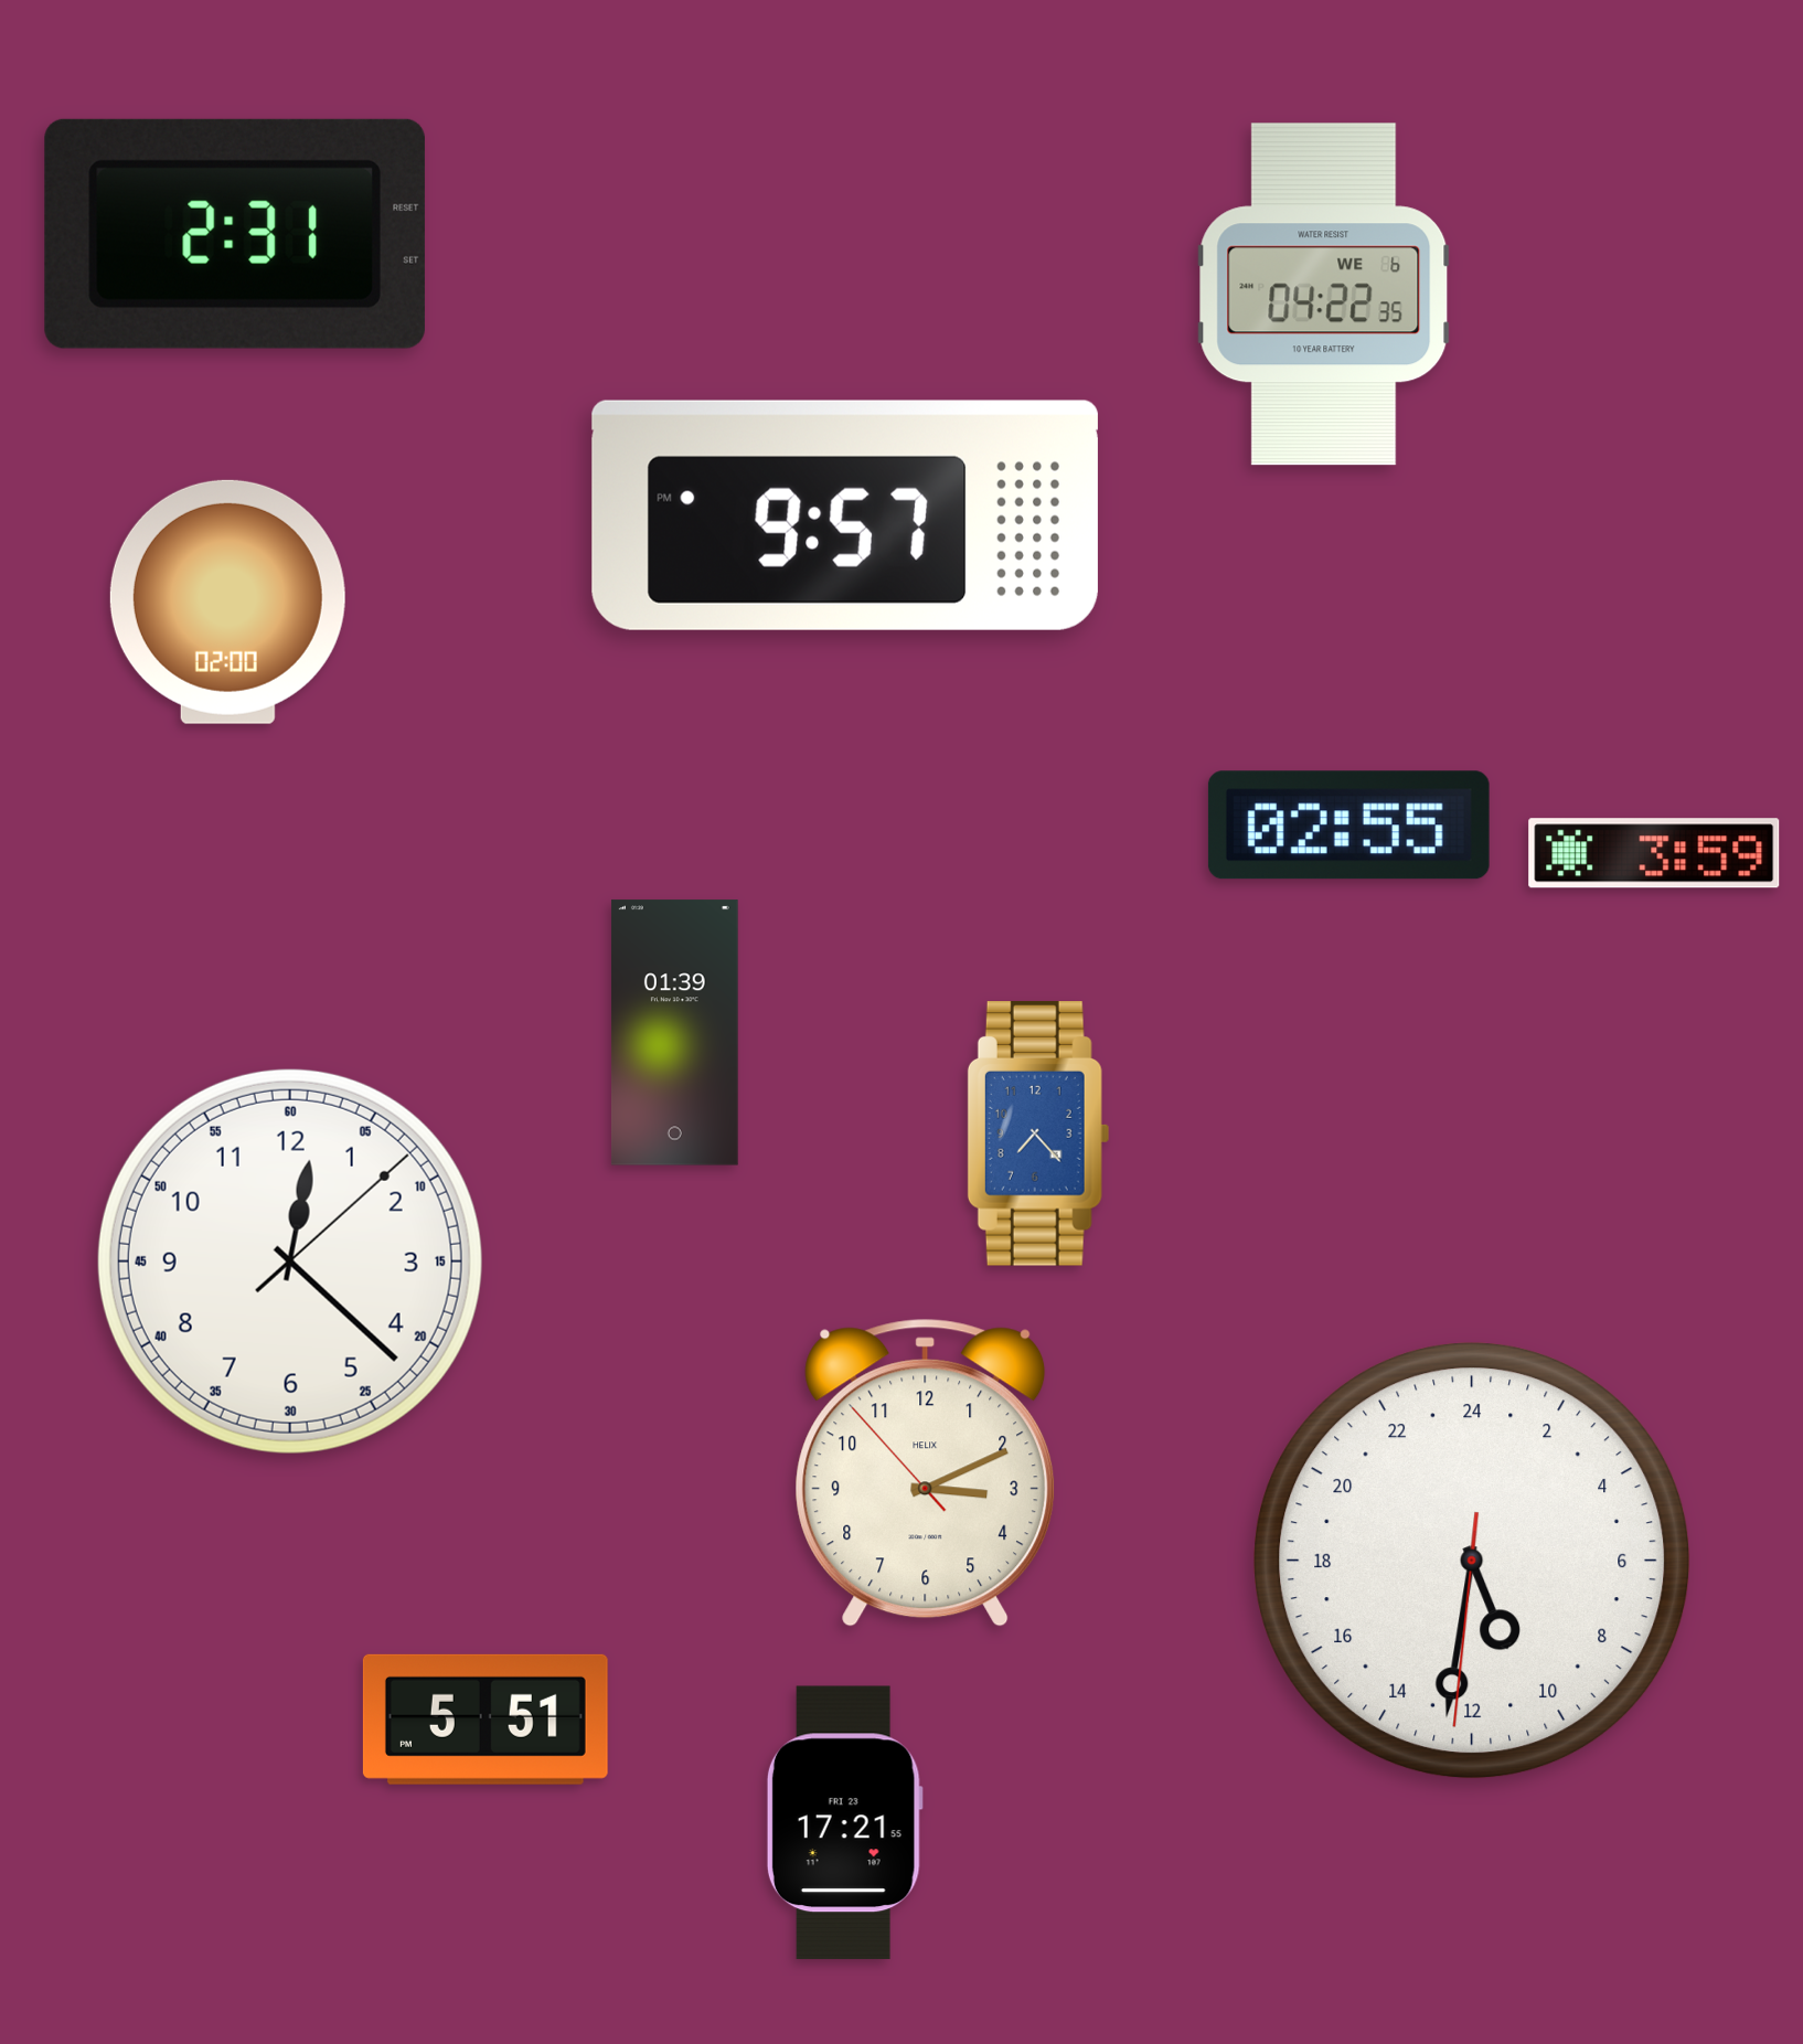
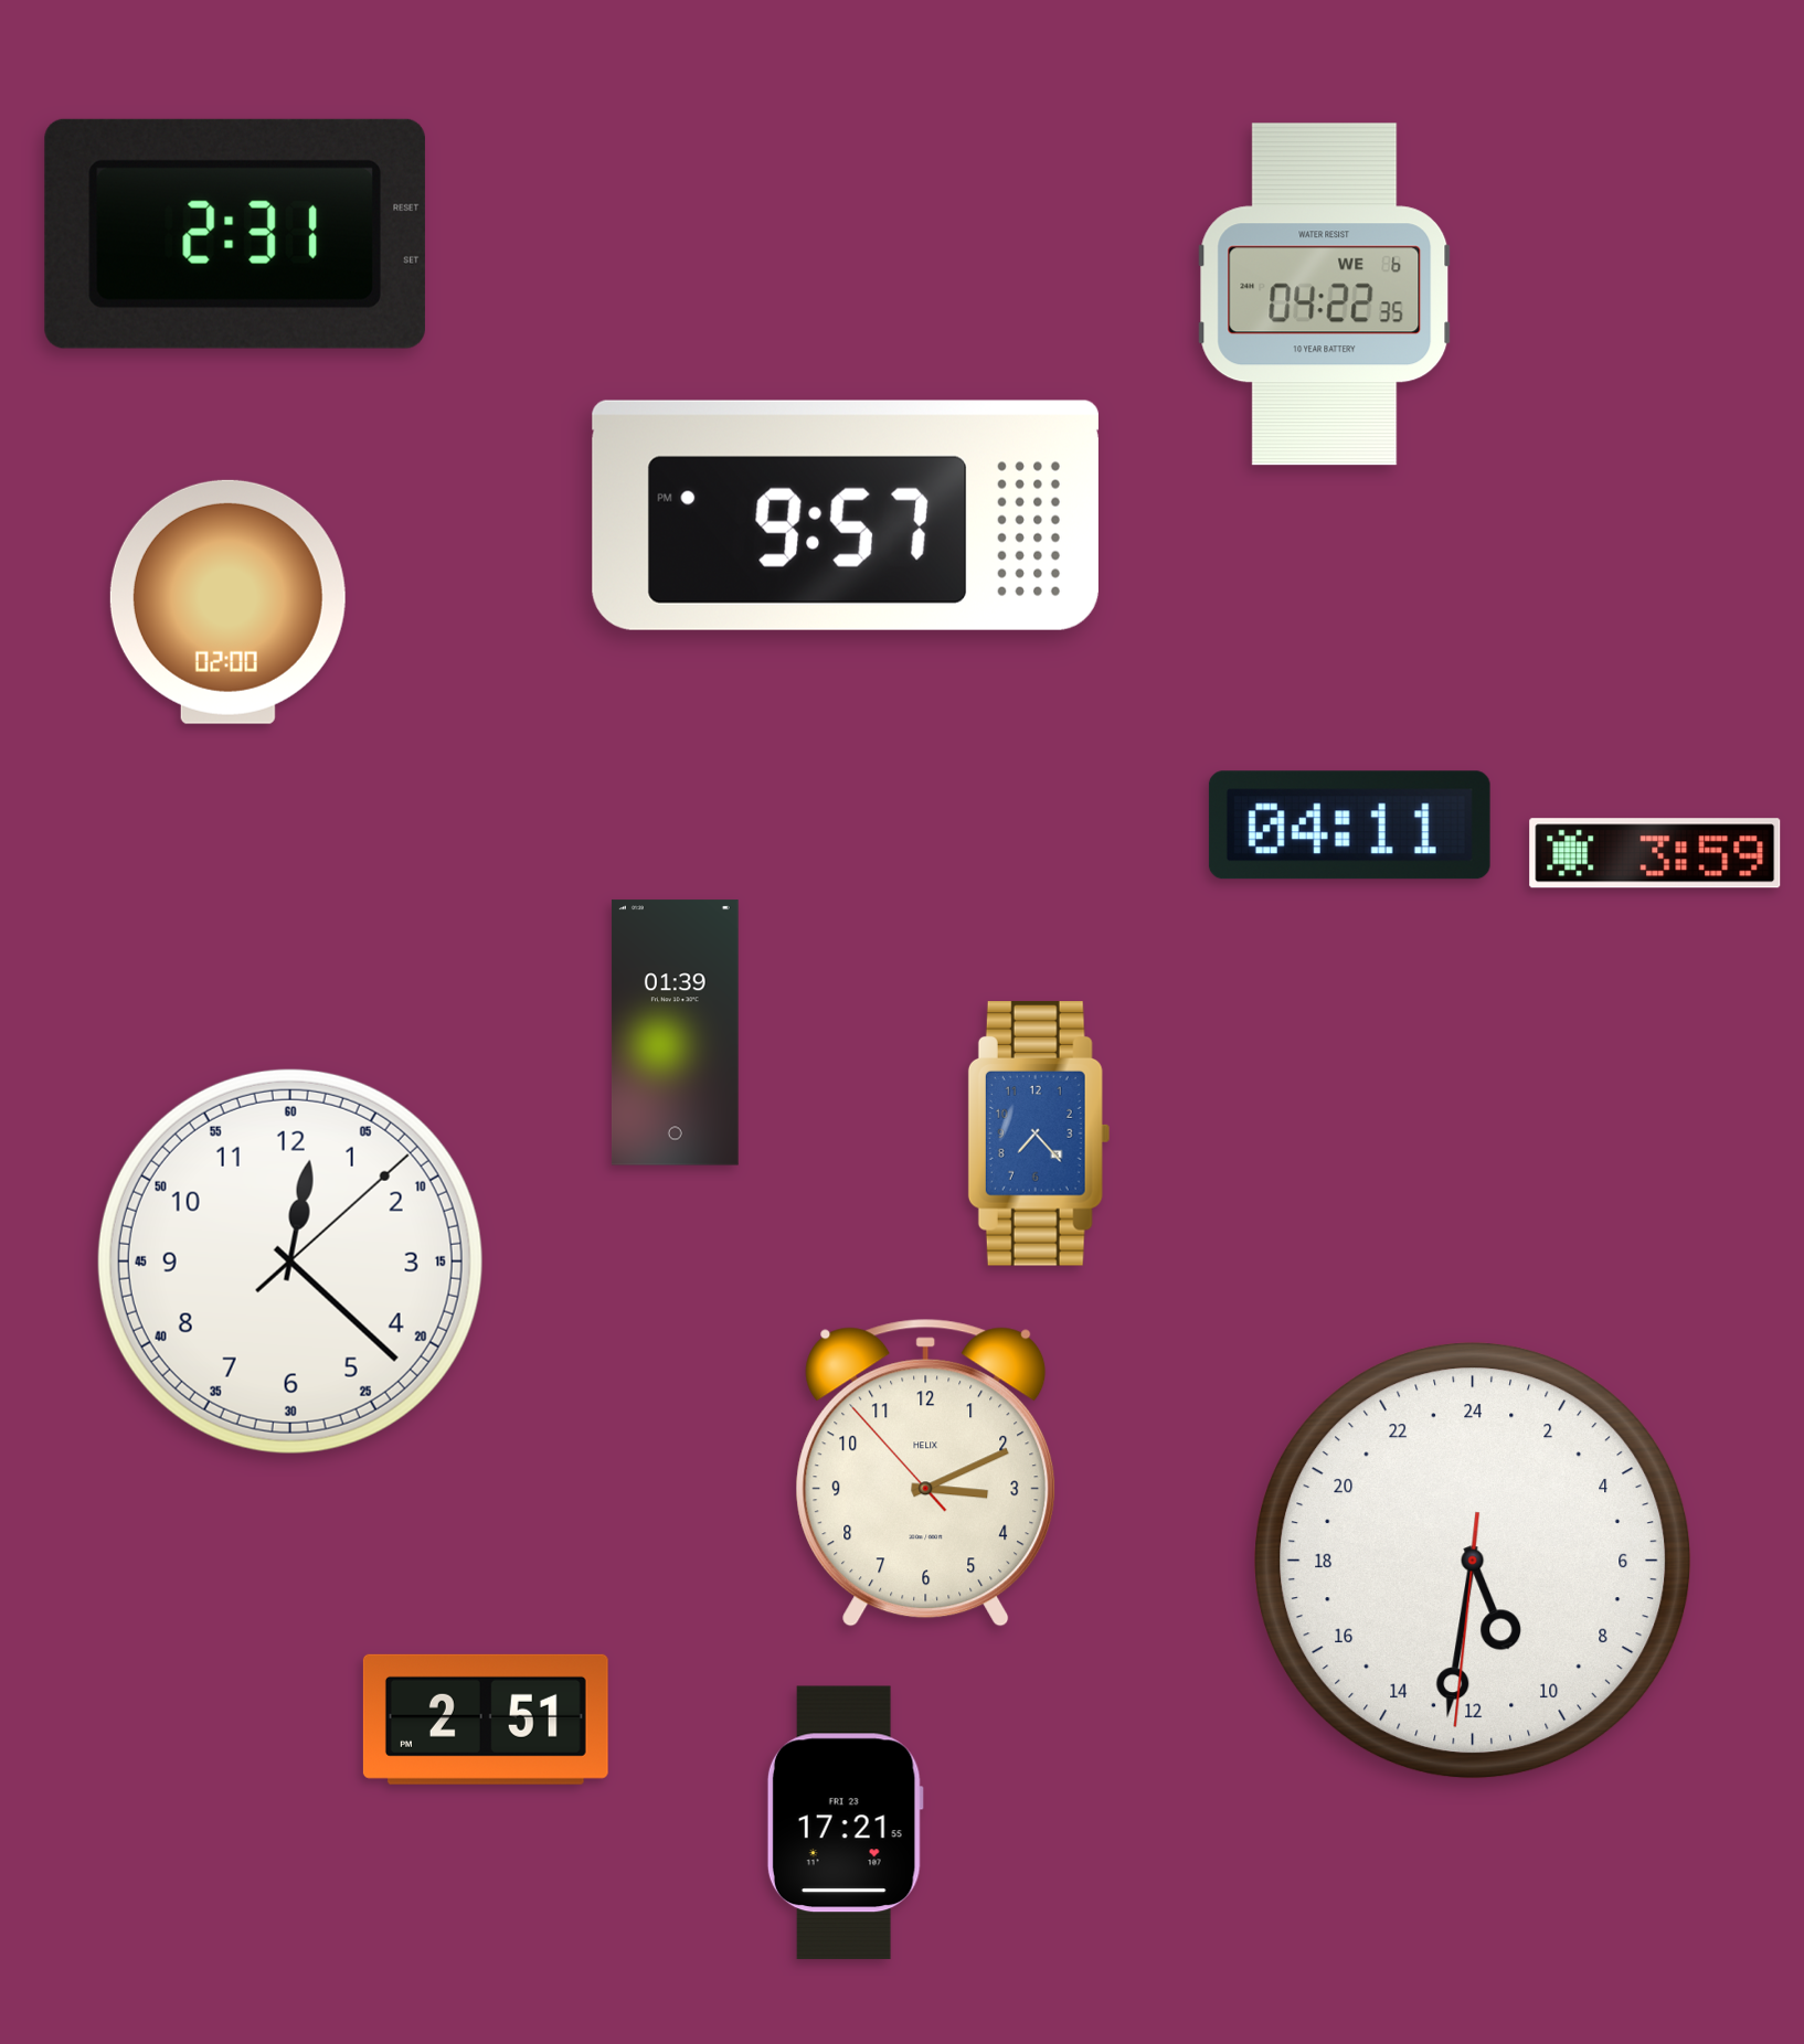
clock at (1348, 826): 02:55 -> 04:11
clock at (486, 1720): 5:51 -> 2:51
